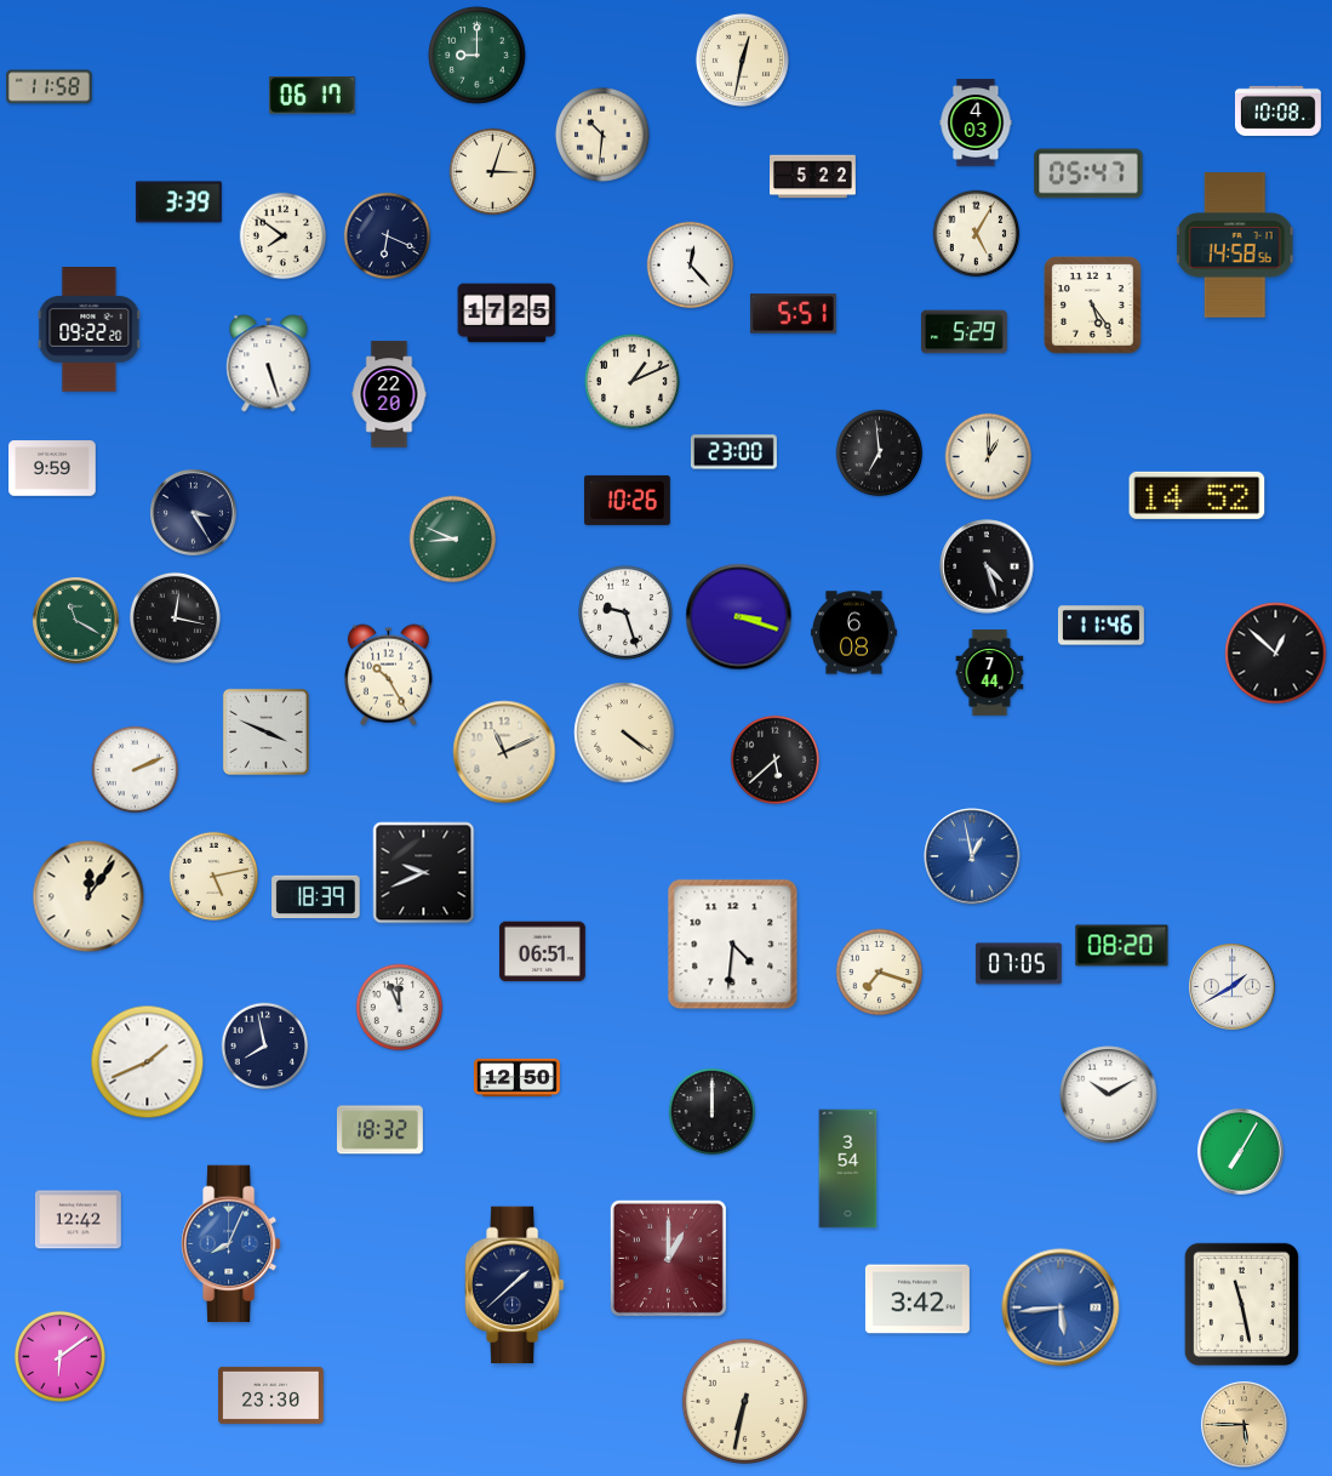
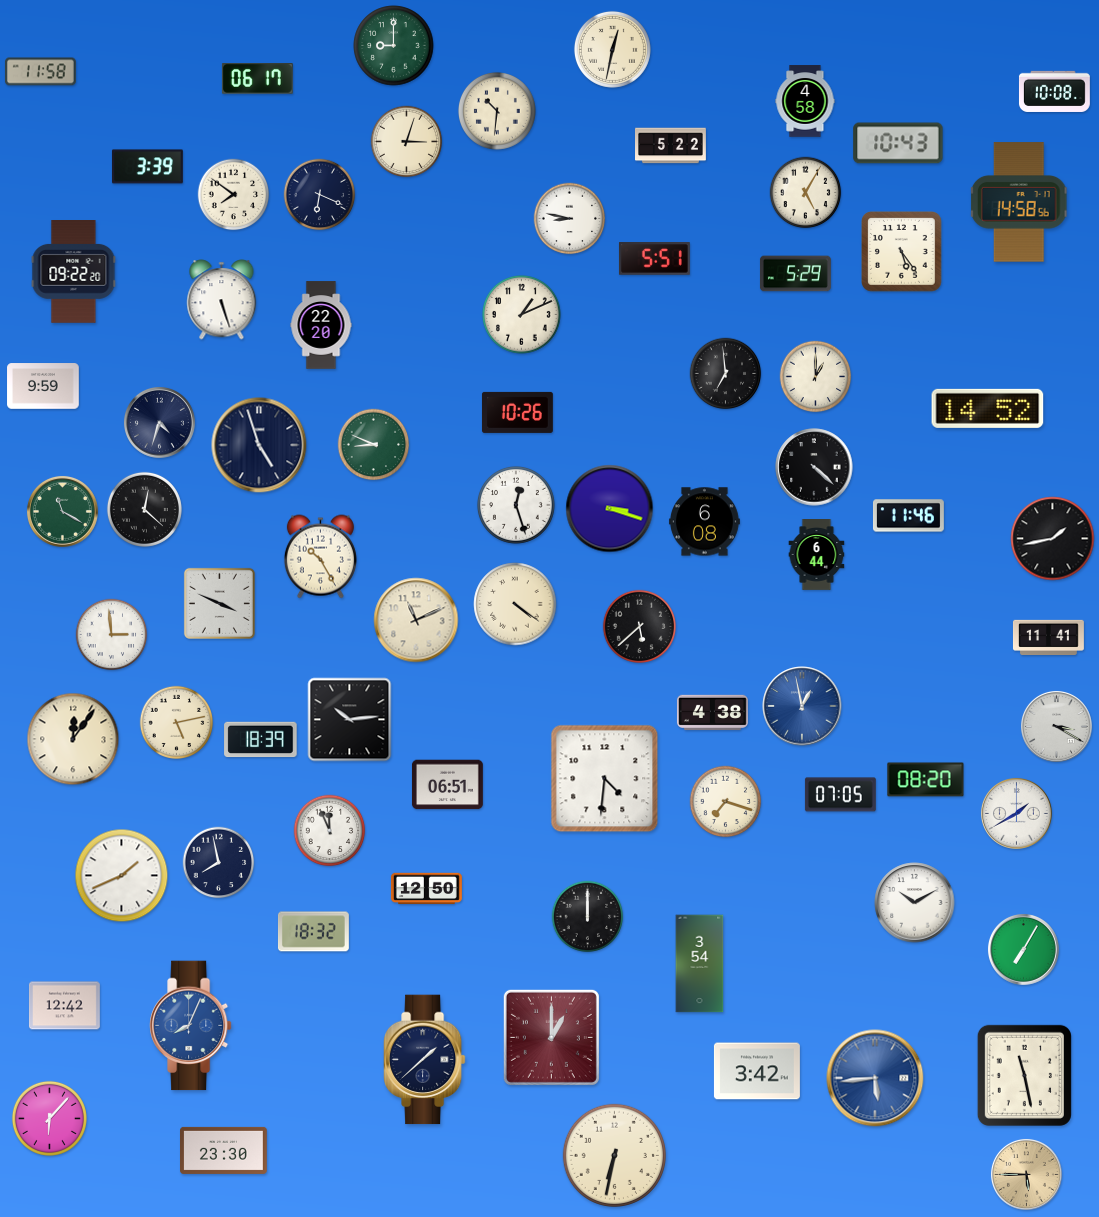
clock at (976, 122): 4:03 -> 4:58
clock at (1088, 173): 05:47 -> 10:43
clock at (691, 266): 12:23 -> 8:47
clock at (507, 313): 17:25 -> none
clock at (734, 452): 23:00 -> none
clock at (193, 512): 3:25 -> 4:33
clock at (259, 445): none -> 4:57
clock at (987, 566): 4:27 -> 4:22
clock at (625, 612): 9:27 -> 12:27
clock at (175, 617): 12:17 -> 12:22
clock at (1276, 654): 12:52 -> 1:43
clock at (990, 673): 7:44 -> 6:44
clock at (136, 770): 2:11 -> 2:59
clock at (1049, 637): none -> 11:41
clock at (712, 713): none -> 4:38
clock at (424, 873): 9:41 -> 10:14
clock at (1056, 726): none -> 3:20
clock at (59, 1356): 6:09 -> 6:07
